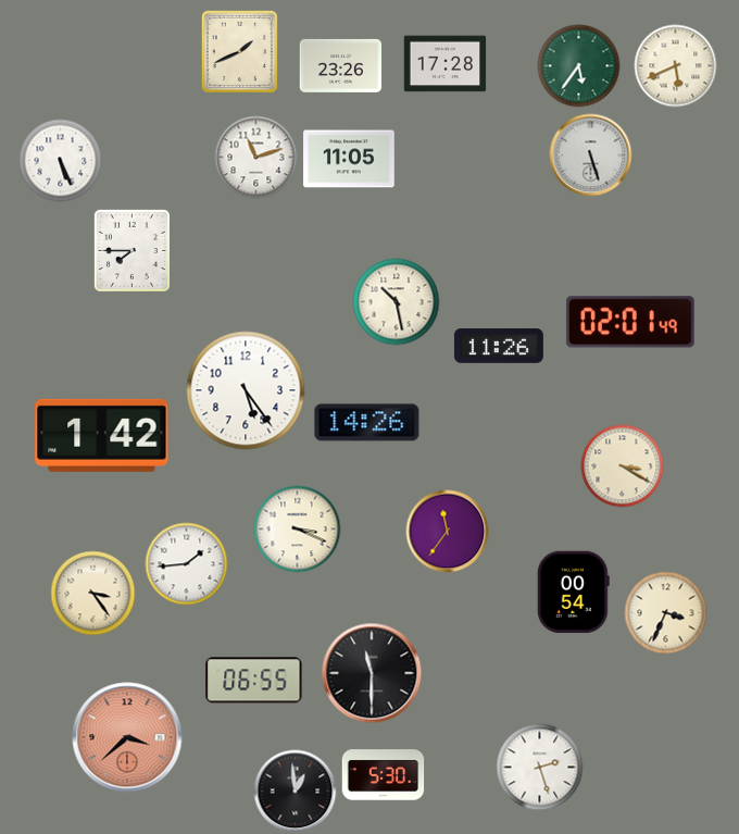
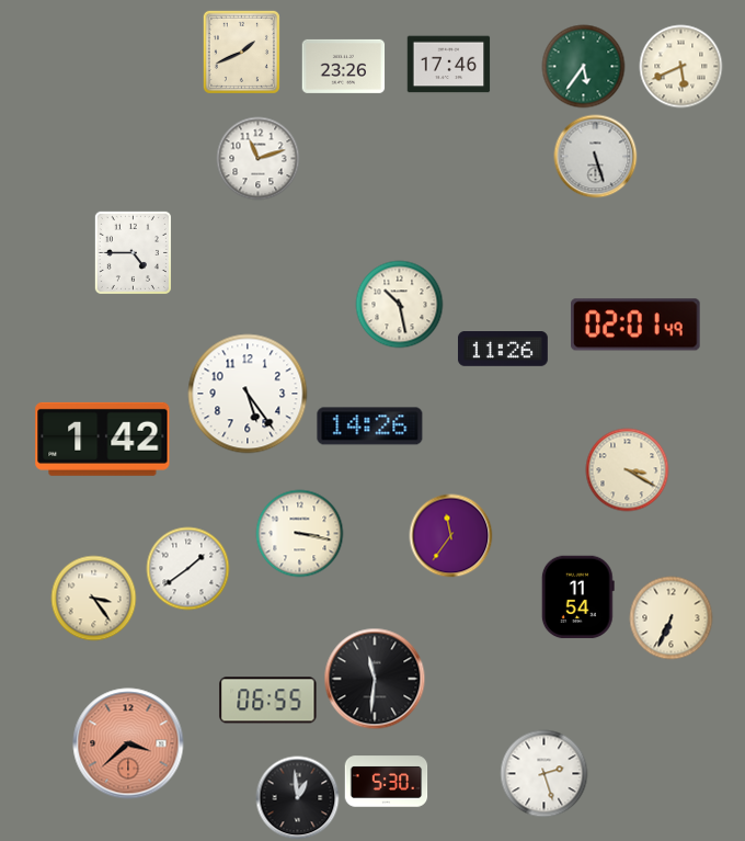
clock at (446, 64): 17:28 -> 17:46
clock at (349, 159): 11:05 -> none
clock at (61, 161): 5:26 -> none
clock at (131, 250): 7:45 -> 4:45
clock at (298, 530): 3:19 -> 3:17
clock at (187, 564): 1:44 -> 1:39
clock at (573, 593): 00:54 -> 11:54
clock at (666, 613): 3:34 -> 6:34
clock at (372, 673): 11:30 -> 11:31
clock at (254, 681) position: (254, 681) -> (268, 701)
